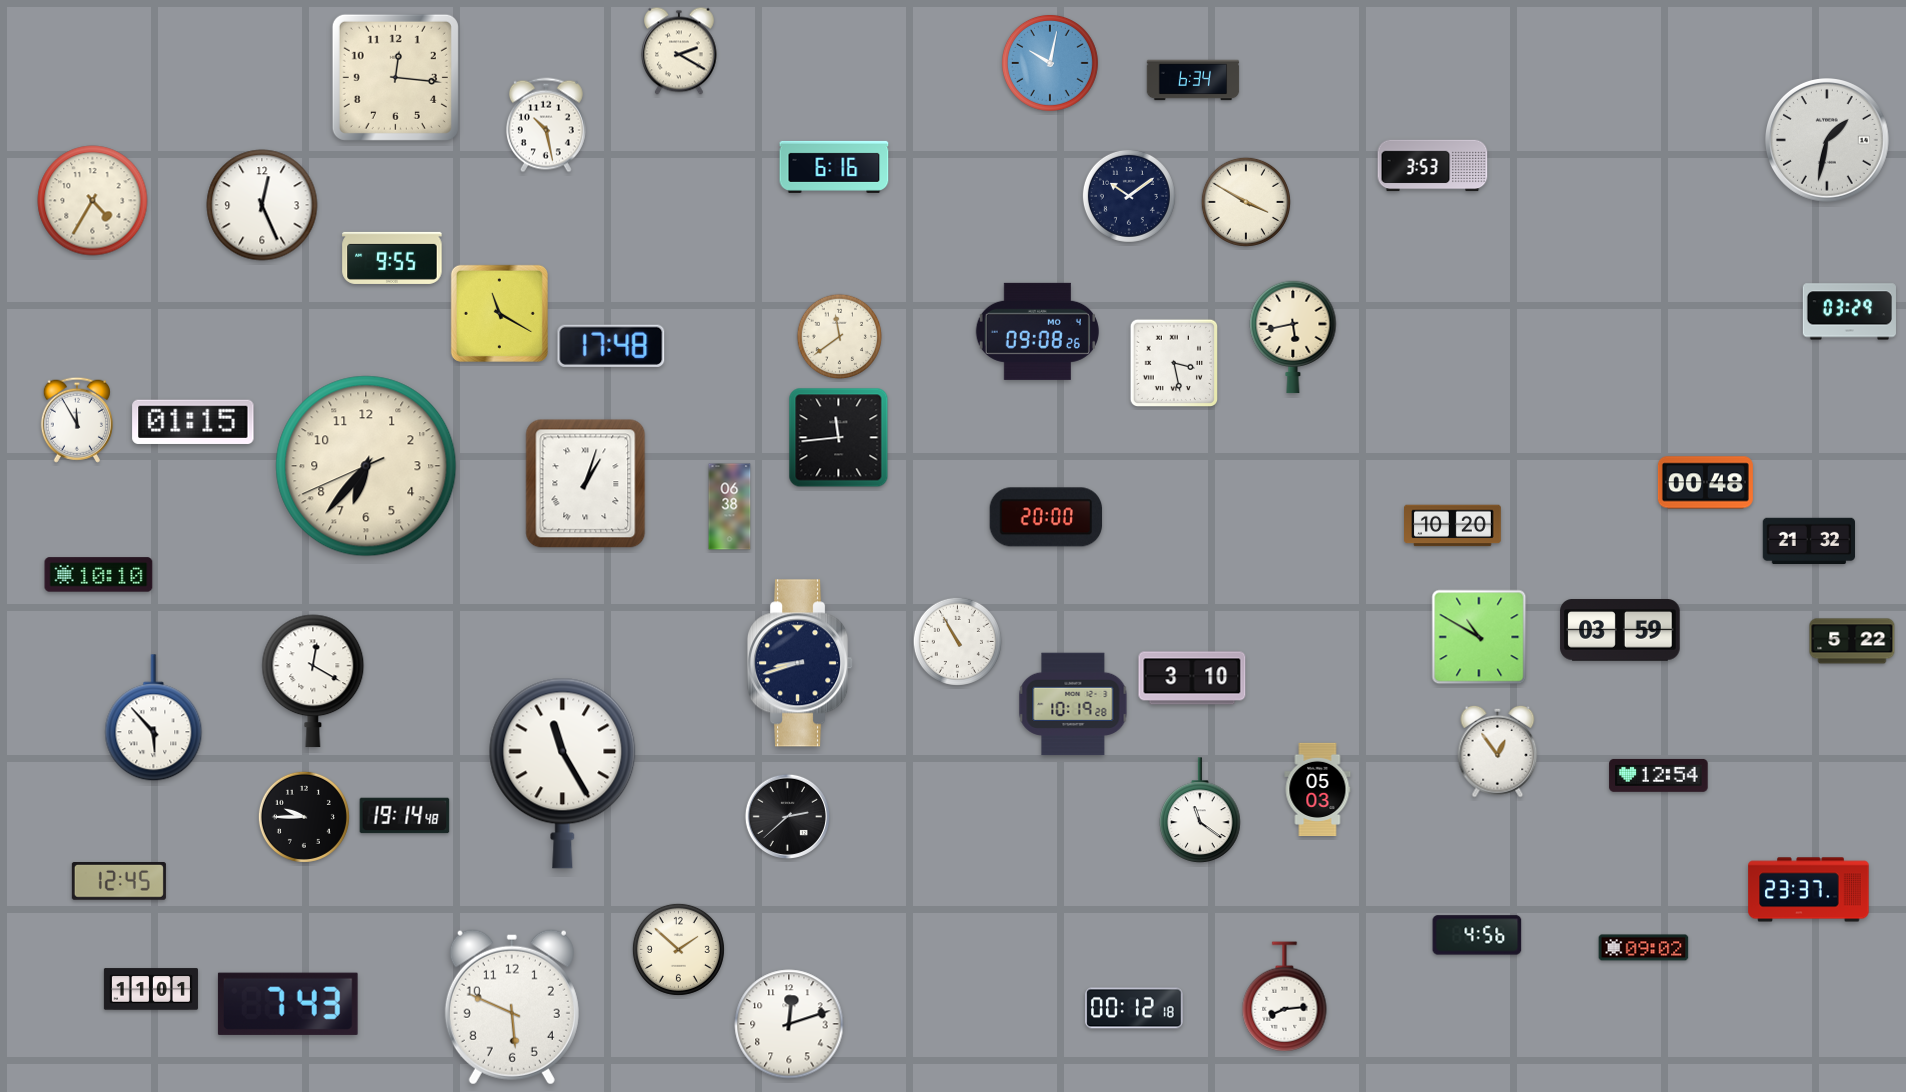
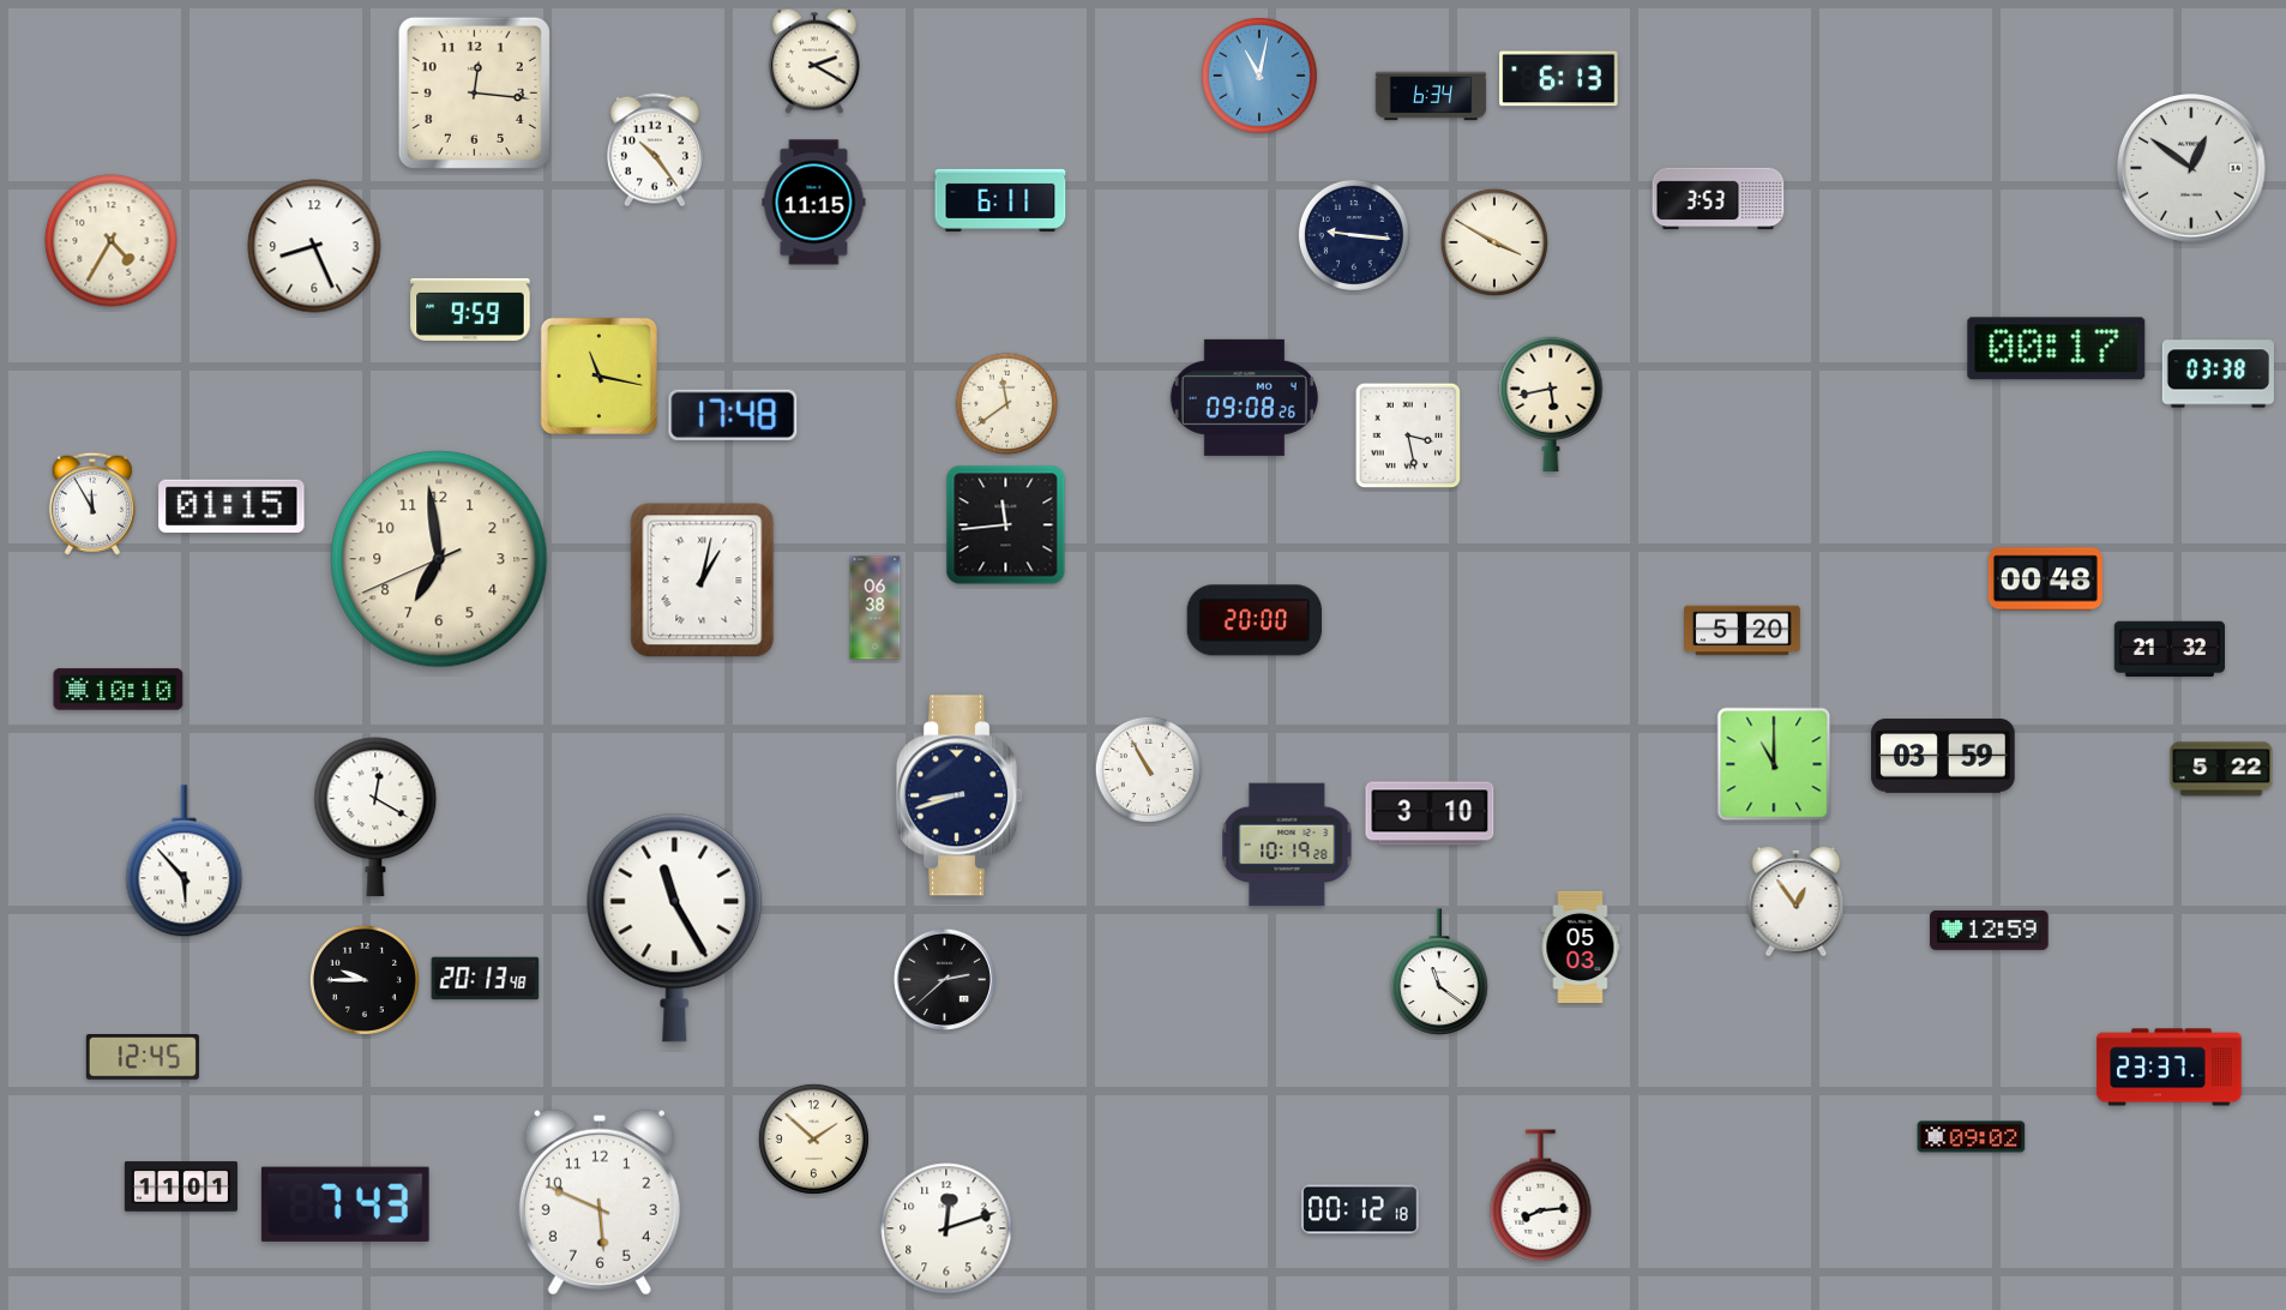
clock at (1050, 63): 10:02 -> 11:02
clock at (1559, 79): none -> 6:13
clock at (546, 125): 10:28 -> 10:24
clock at (1828, 141): 1:32 -> 12:51
clock at (834, 167): 6:16 -> 6:11
clock at (814, 203): none -> 11:15
clock at (1129, 196): 10:09 -> 9:16
clock at (262, 205): 12:26 -> 8:26
clock at (392, 258): 9:55 -> 9:59
clock at (2057, 349): none -> 00:17
clock at (1849, 312): 03:29 -> 03:38
clock at (499, 313): 11:20 -> 11:17
clock at (366, 466): 6:36 -> 6:58
clock at (586, 484): 1:03 -> 1:02
clock at (1453, 526): 10:20 -> 5:20
clock at (1479, 637): 10:50 -> 11:00
clock at (1659, 775): 12:54 -> 12:59
clock at (405, 816): 19:14 -> 20:13
clock at (1477, 935): 4:56 -> none
clock at (512, 1007) position: (512, 1007) -> (600, 1202)
